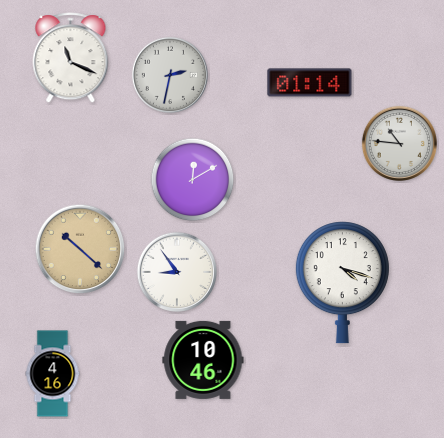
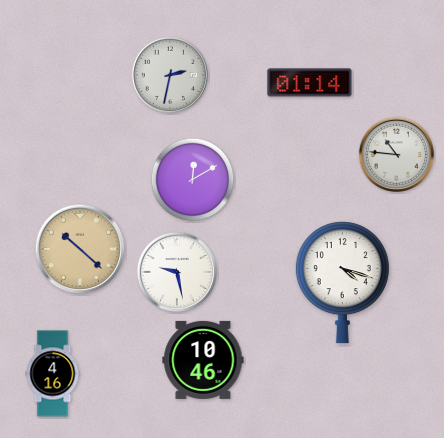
clock at (71, 58): 11:19 -> none
clock at (399, 143) position: (399, 143) -> (396, 154)
clock at (176, 271): 8:54 -> 9:28
